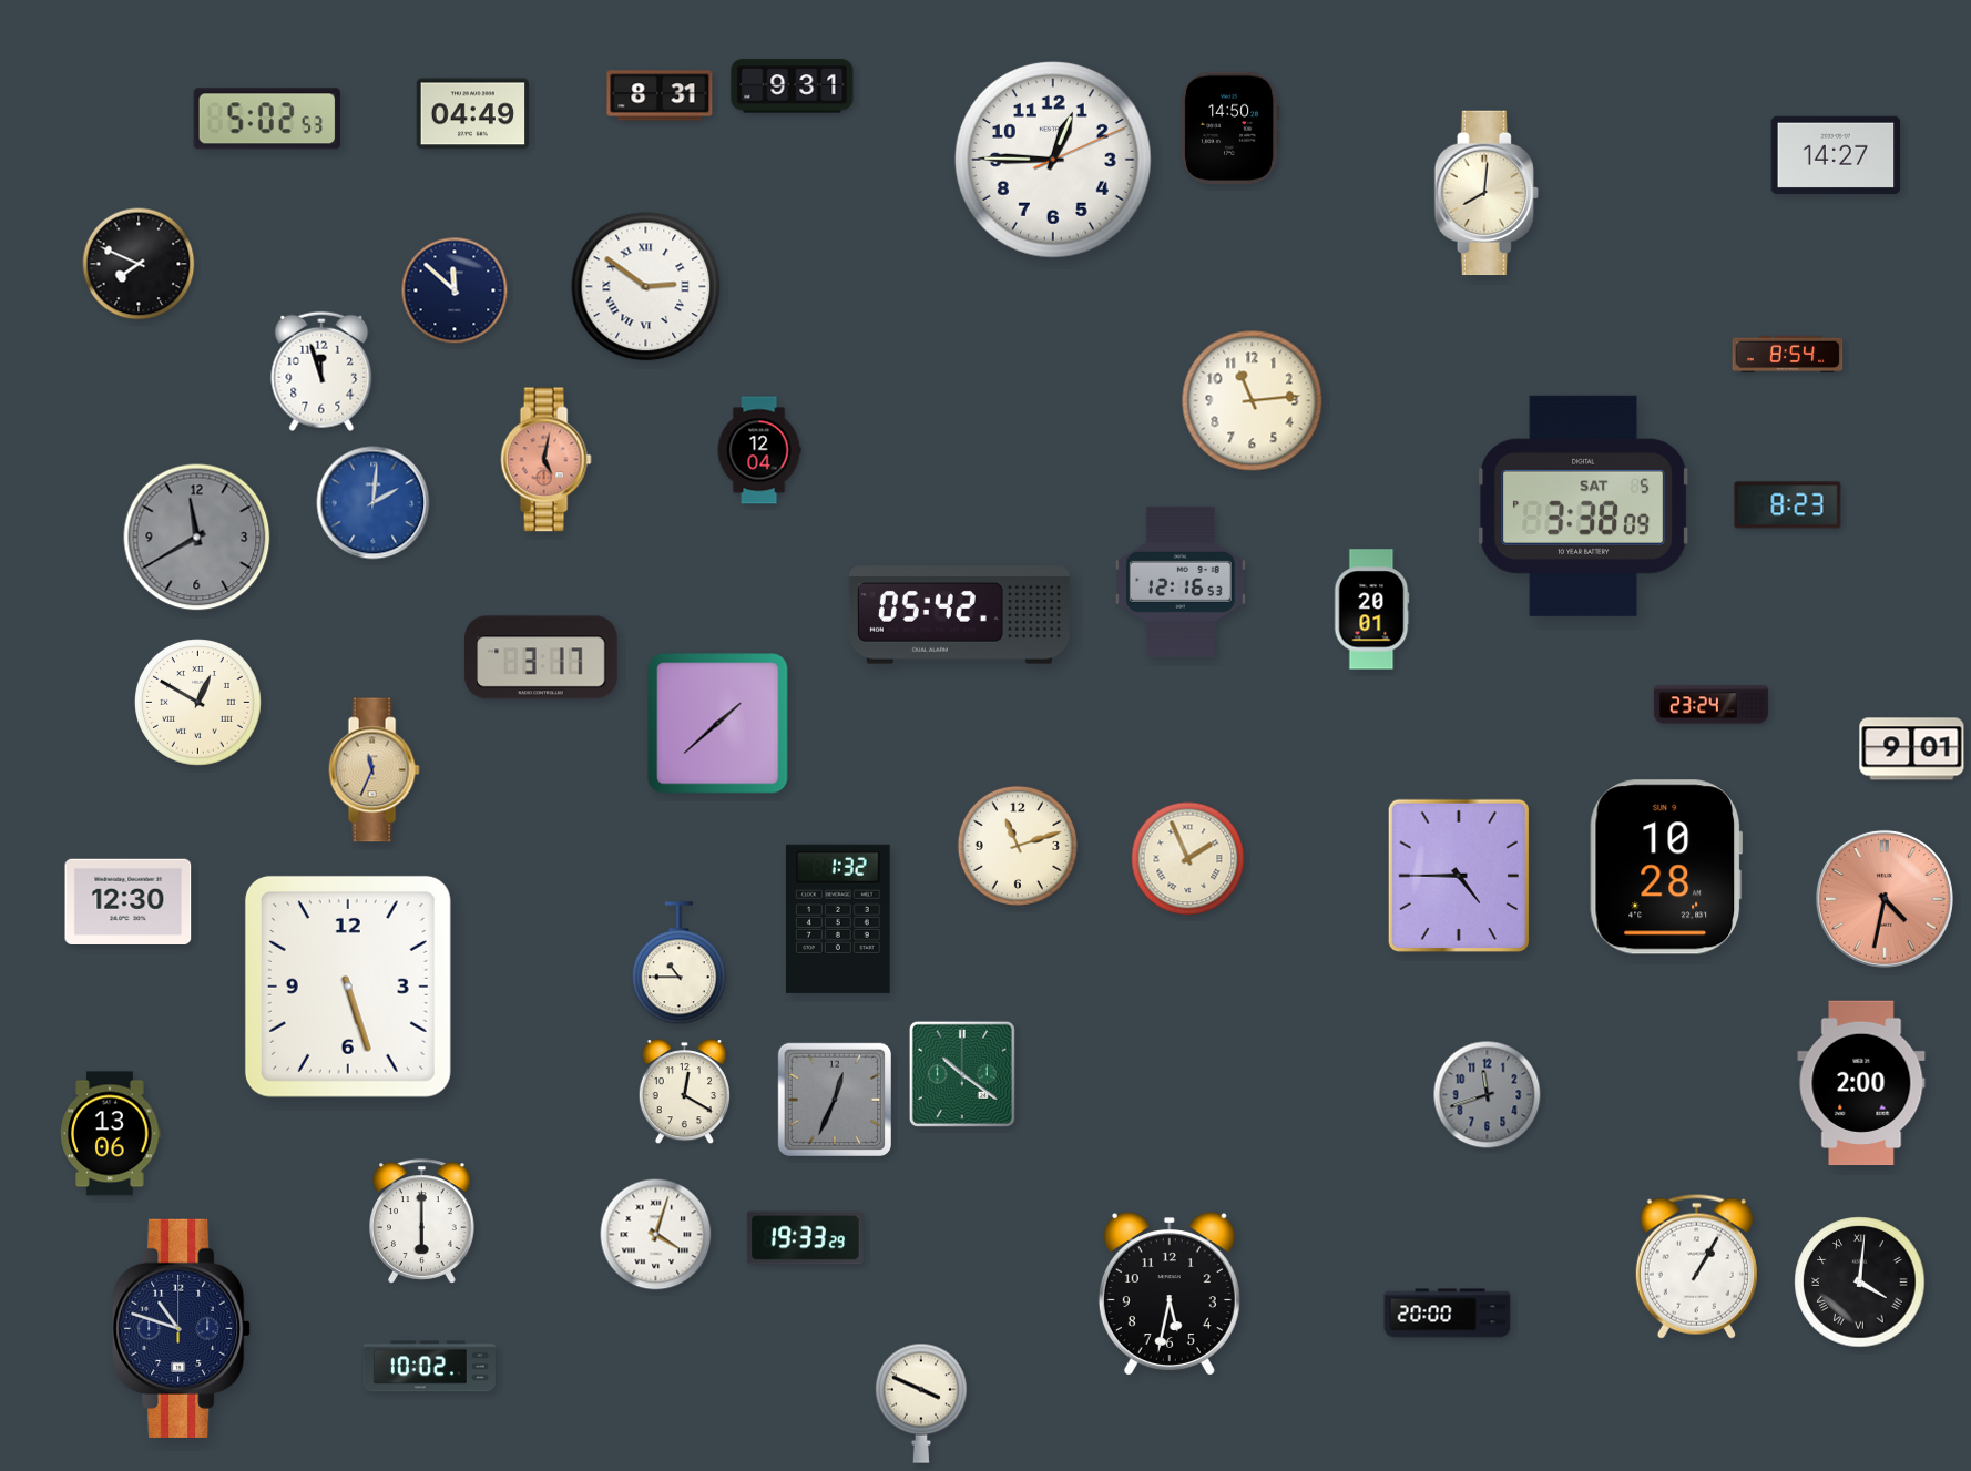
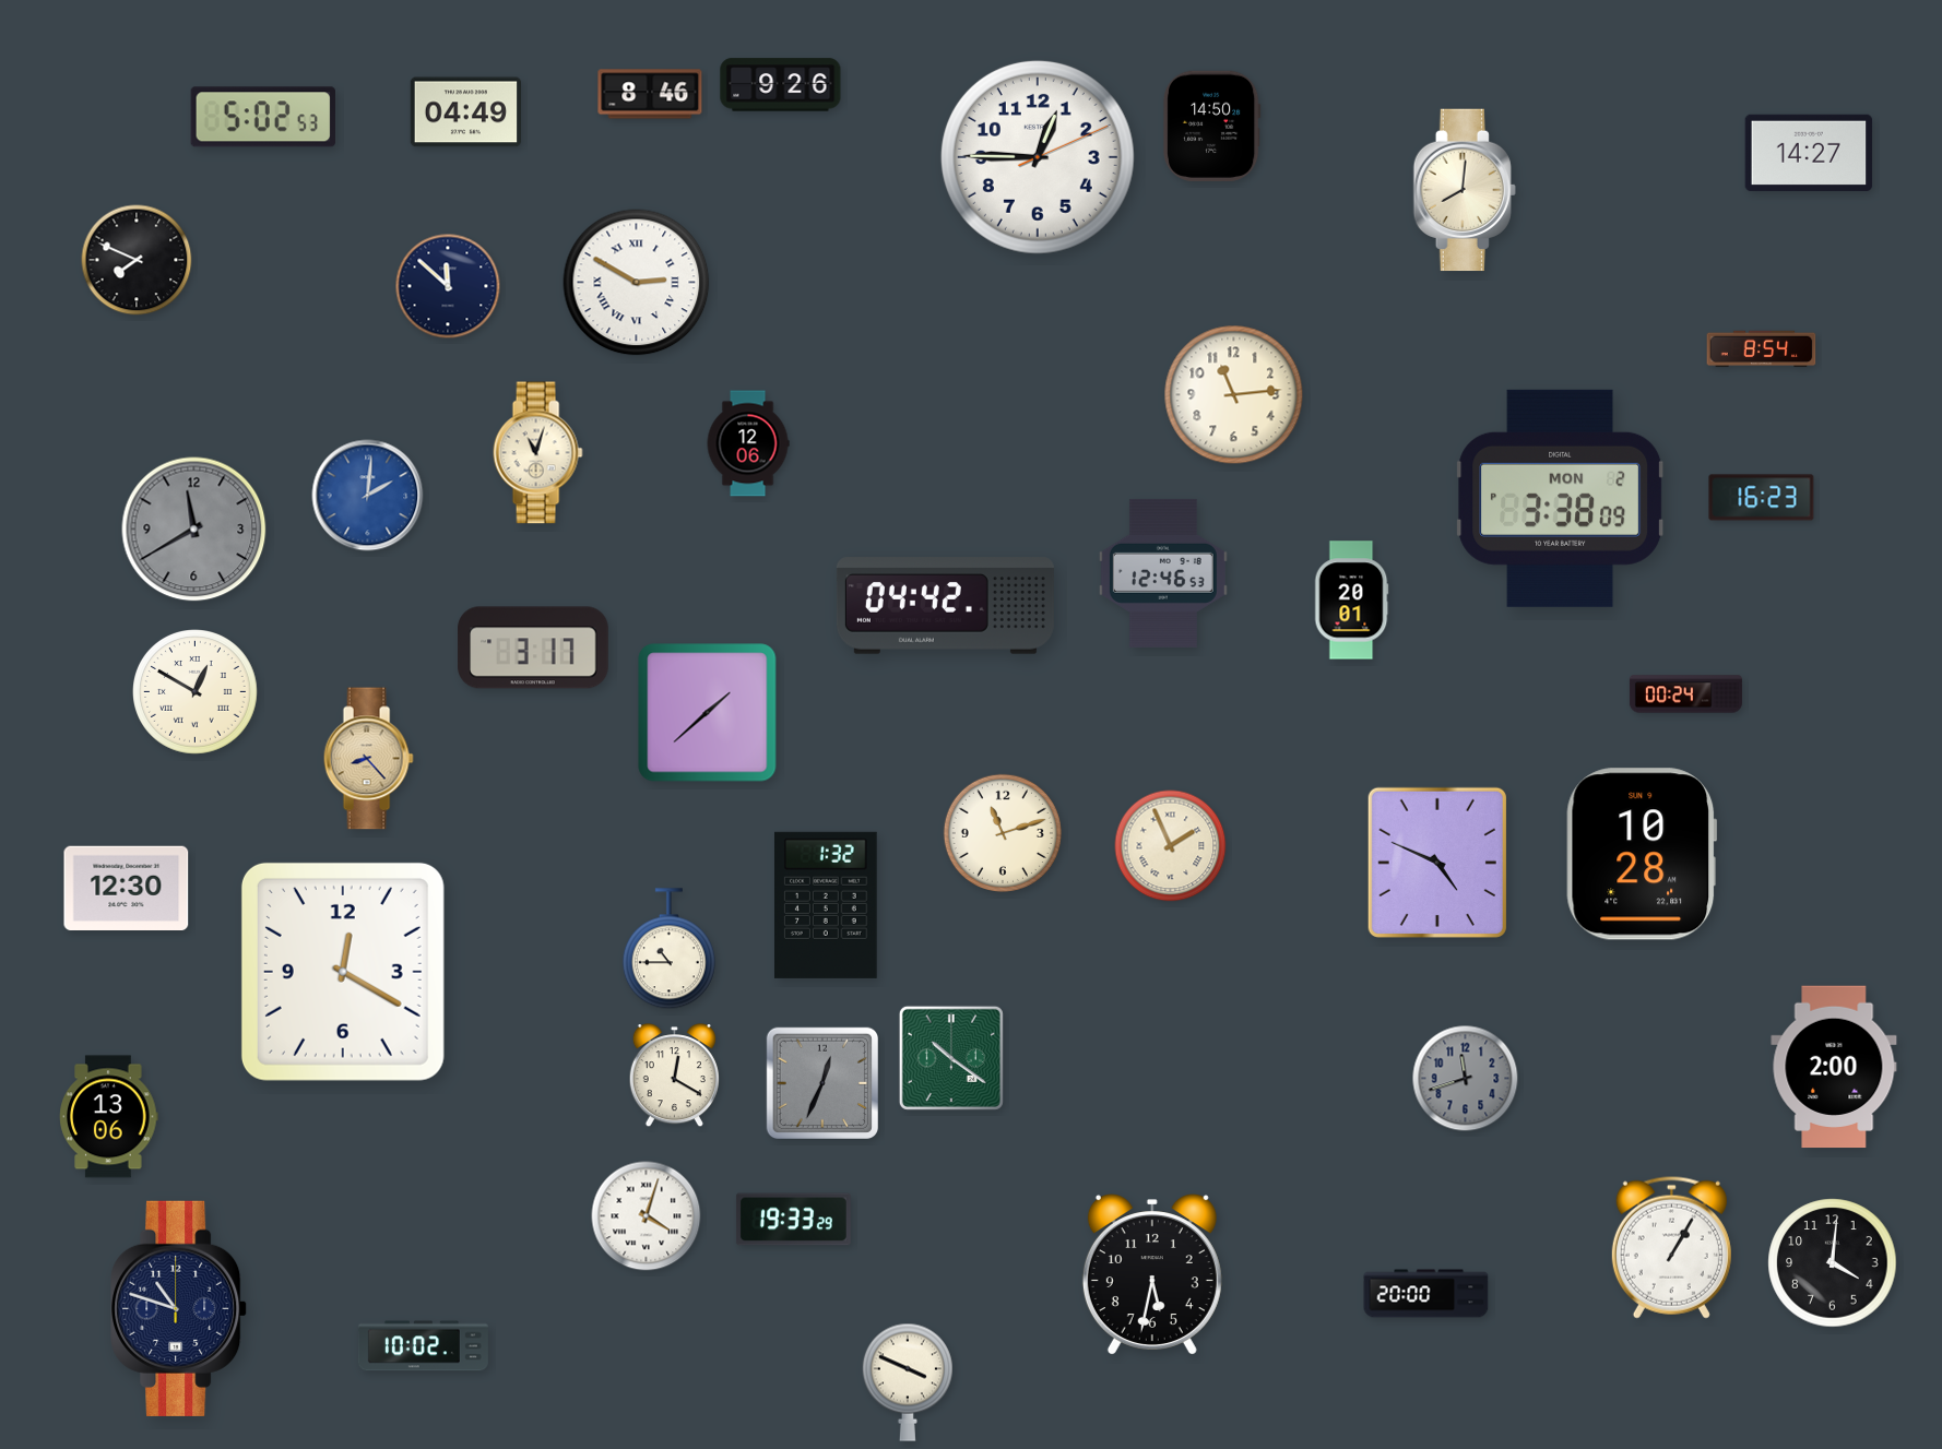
clock at (793, 86): 9:31 -> 9:26
clock at (660, 95): 8:31 -> 8:46
clock at (646, 287): 2:51 -> 2:50
clock at (321, 371): 11:57 -> none
clock at (759, 450): 12:04 -> 12:06
clock at (545, 460): 5:02 -> 11:03
clock at (545, 460) dial: salmon -> cream
clock at (1584, 505) date: SAT 5 -> MON 2
clock at (1788, 505): 8:23 -> 16:23
clock at (1181, 582): 12:16 -> 12:46
clock at (959, 615): 05:42 -> 04:42
clock at (1710, 705): 23:24 -> 00:24
clock at (1912, 749): 9:01 -> none
clock at (374, 770): 11:34 -> 8:23
clock at (1459, 876): 4:45 -> 4:49
clock at (1885, 899): 4:32 -> none
clock at (348, 987): 5:27 -> 12:20
clock at (962, 1074) position: (962, 1074) -> (951, 1058)
clock at (422, 1222): 6:00 -> none
clock at (1860, 1283) numerals: Roman -> Arabic
